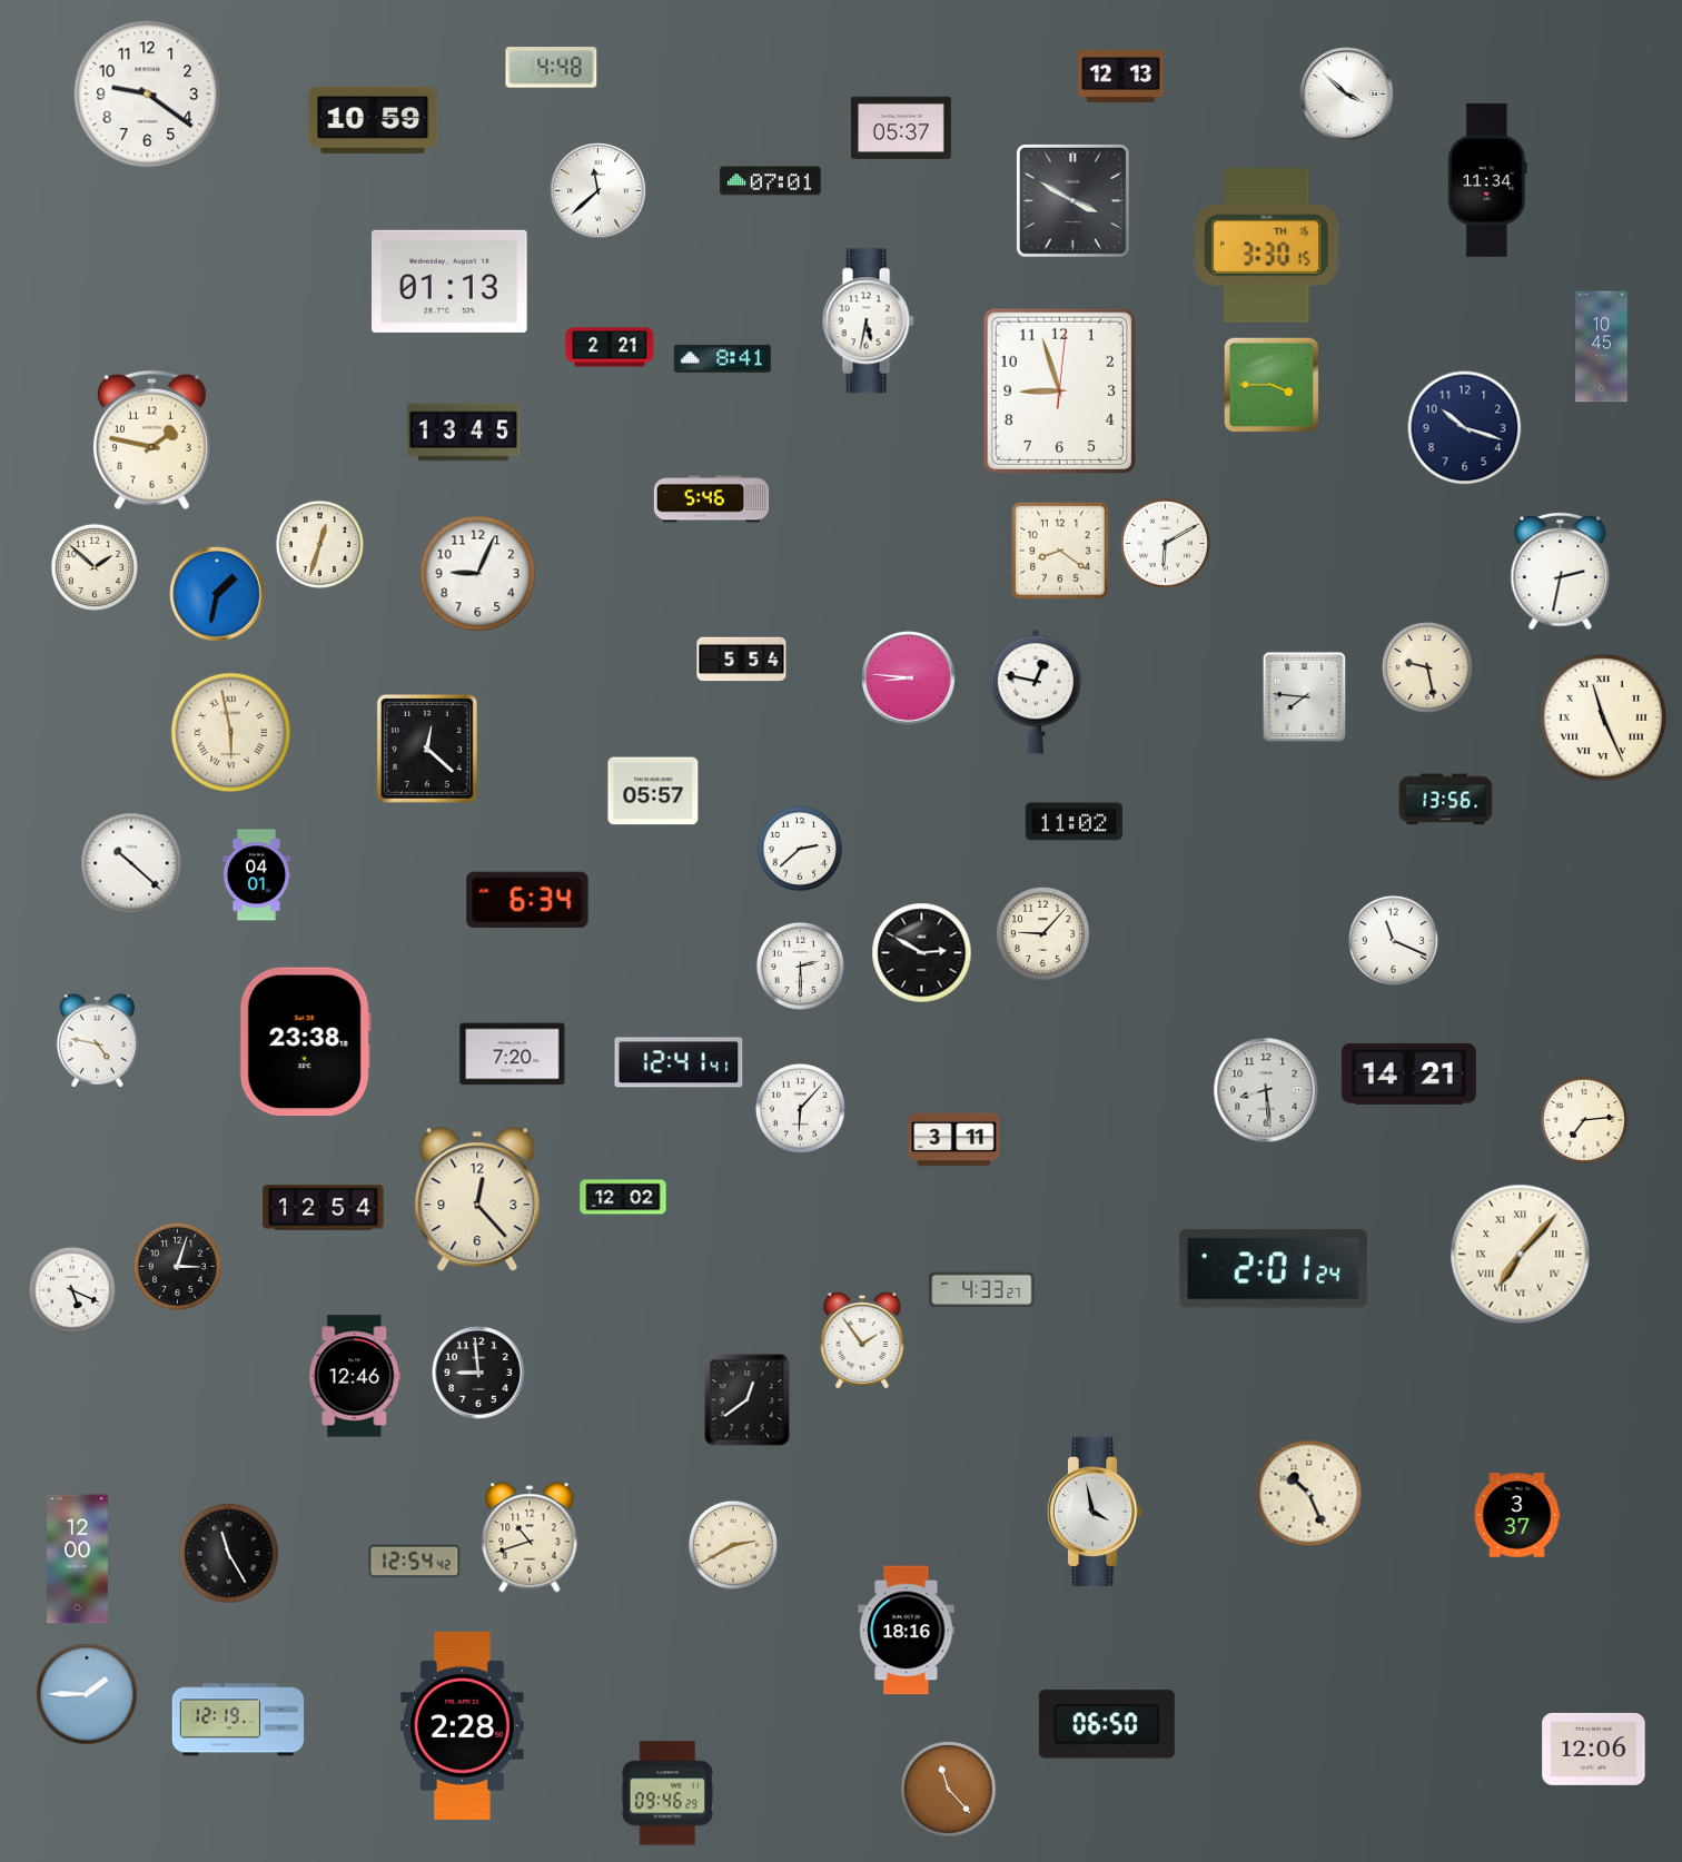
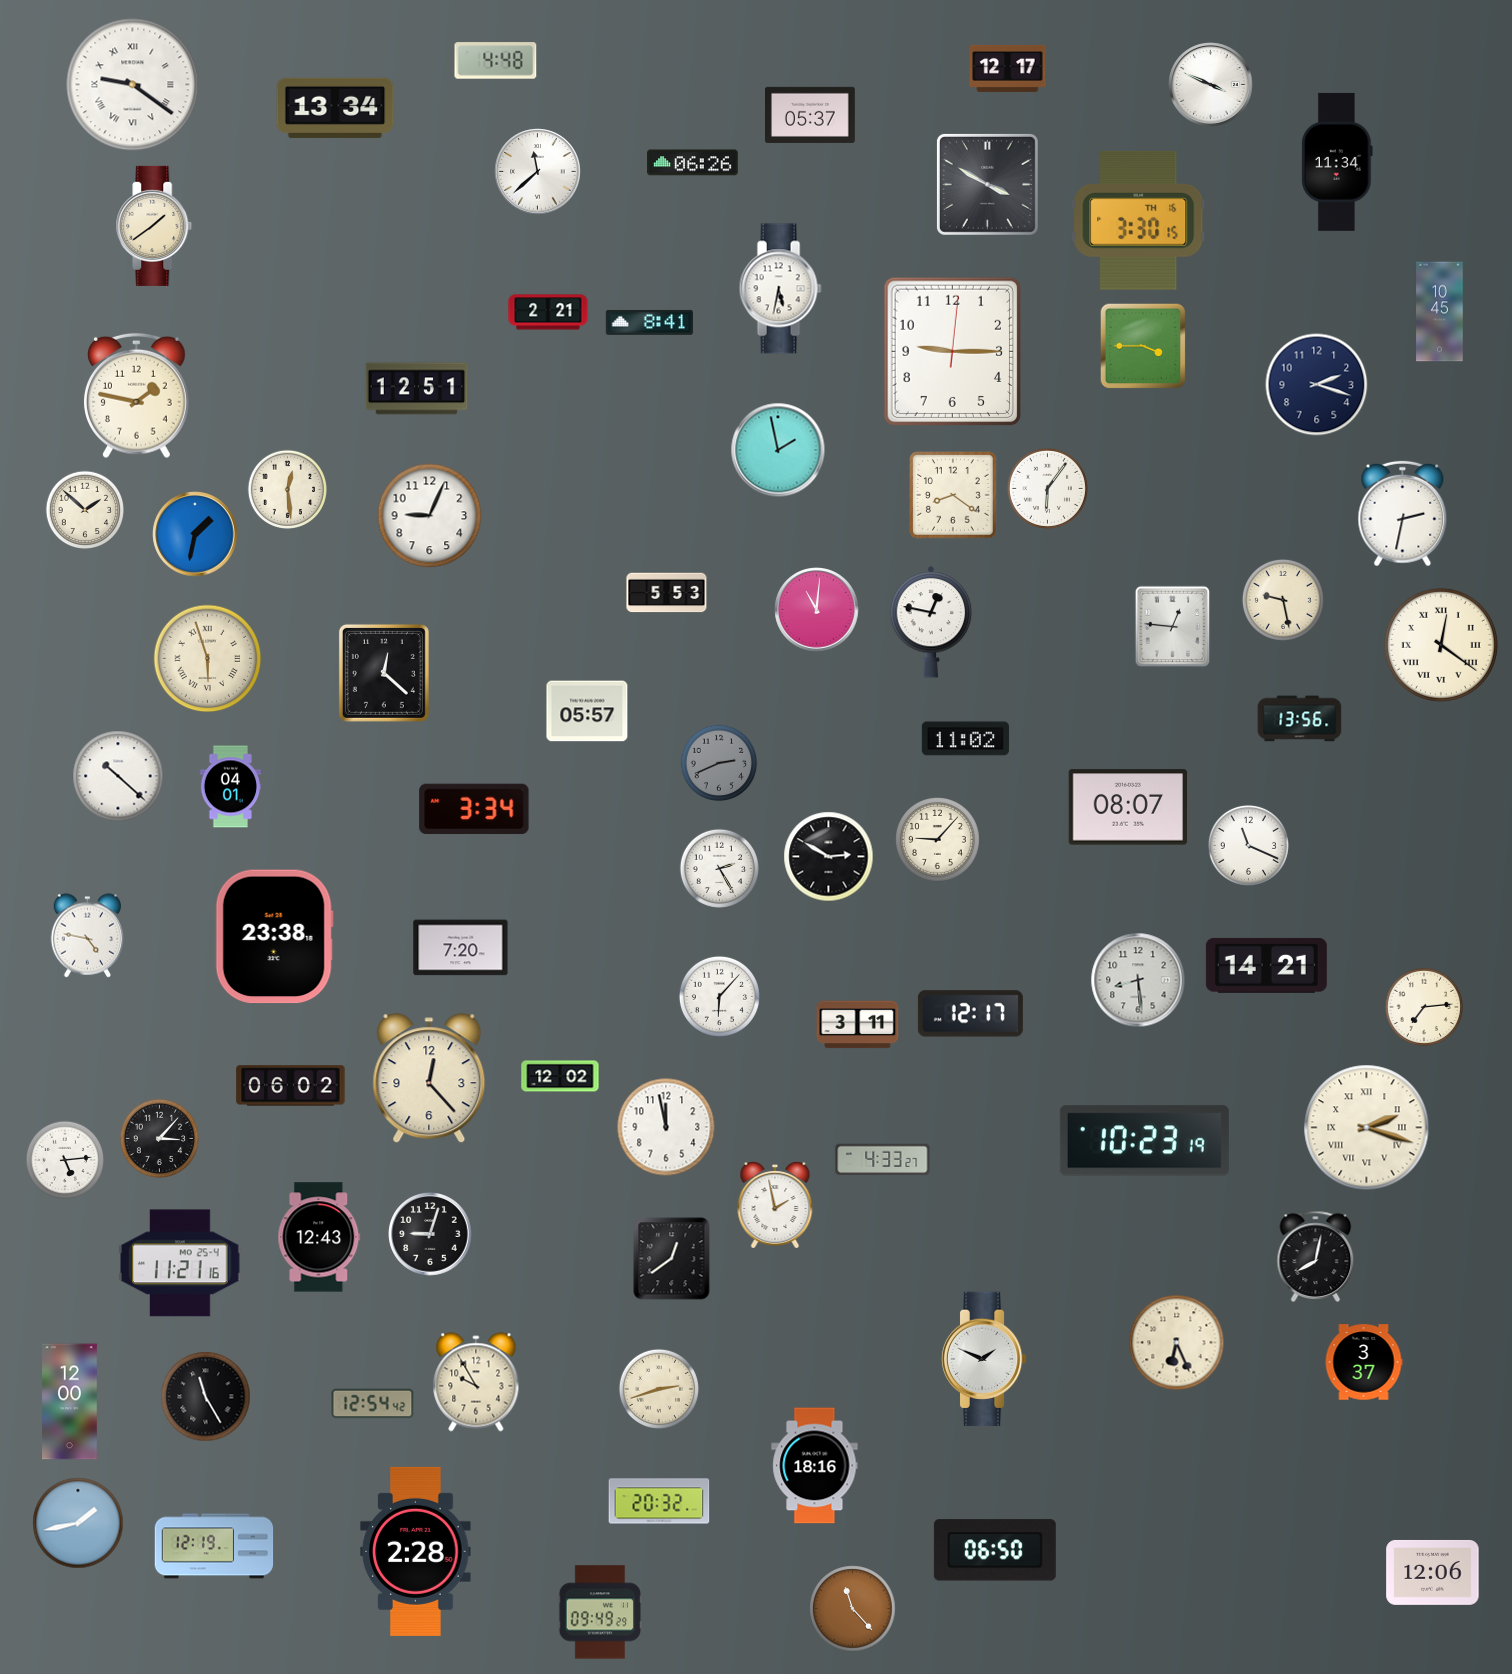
clock at (1121, 76): 12:13 -> 12:17
clock at (148, 95) numerals: Arabic -> Roman
clock at (1347, 95): 3:52 -> 3:49
clock at (373, 120): 10:59 -> 13:34
clock at (771, 181): 07:01 -> 06:26
clock at (1072, 200) position: (1072, 200) -> (987, 184)
clock at (154, 226): none -> 1:39
clock at (451, 281): 01:13 -> none
clock at (1059, 392): 8:57 -> 9:15
clock at (1465, 428): 10:18 -> 2:18
clock at (464, 433): 13:45 -> 12:51
clock at (711, 499): 5:46 -> none
clock at (778, 450): none -> 1:58
clock at (1165, 543): 6:10 -> 6:06
clock at (319, 544): 12:33 -> 12:29
clock at (742, 660): 5:54 -> 5:53
clock at (909, 679): 8:46 -> 11:01
clock at (1305, 697): 7:46 -> 12:46
clock at (1603, 717): 11:26 -> 12:21
clock at (231, 733): 5:58 -> 5:57
clock at (800, 849): 2:38 -> 2:41
clock at (800, 849) dial: white -> grey
clock at (1127, 807): none -> 08:07
clock at (527, 900): 6:34 -> 3:34
clock at (1393, 940) position: (1393, 940) -> (1248, 845)
clock at (800, 965): 2:30 -> 2:25
clock at (679, 1062): 12:41 -> none
clock at (970, 1014): none -> 12:17
clock at (324, 1208): 12:54 -> 06:02
clock at (666, 1127): none -> 11:58
clock at (1521, 1255): 7:07 -> 2:18
clock at (177, 1266): 3:03 -> 3:07
clock at (1273, 1269): 2:01 -> 10:23
clock at (72, 1290): 5:19 -> 5:14
clock at (862, 1340): 1:54 -> 1:58
clock at (478, 1373): 8:59 -> 9:03
clock at (355, 1376): 12:46 -> 12:43
clock at (1316, 1256): none -> 8:02
clock at (180, 1263): none -> 11:21
clock at (1309, 1494): 10:26 -> 6:26
clock at (1095, 1512): 3:58 -> 1:49
clock at (530, 1537): 10:42 -> 9:55
clock at (733, 1545): 2:40 -> 2:42
clock at (659, 1501): none -> 20:32
clock at (87, 1694): 1:45 -> 1:43
clock at (667, 1793): 09:46 -> 09:49
